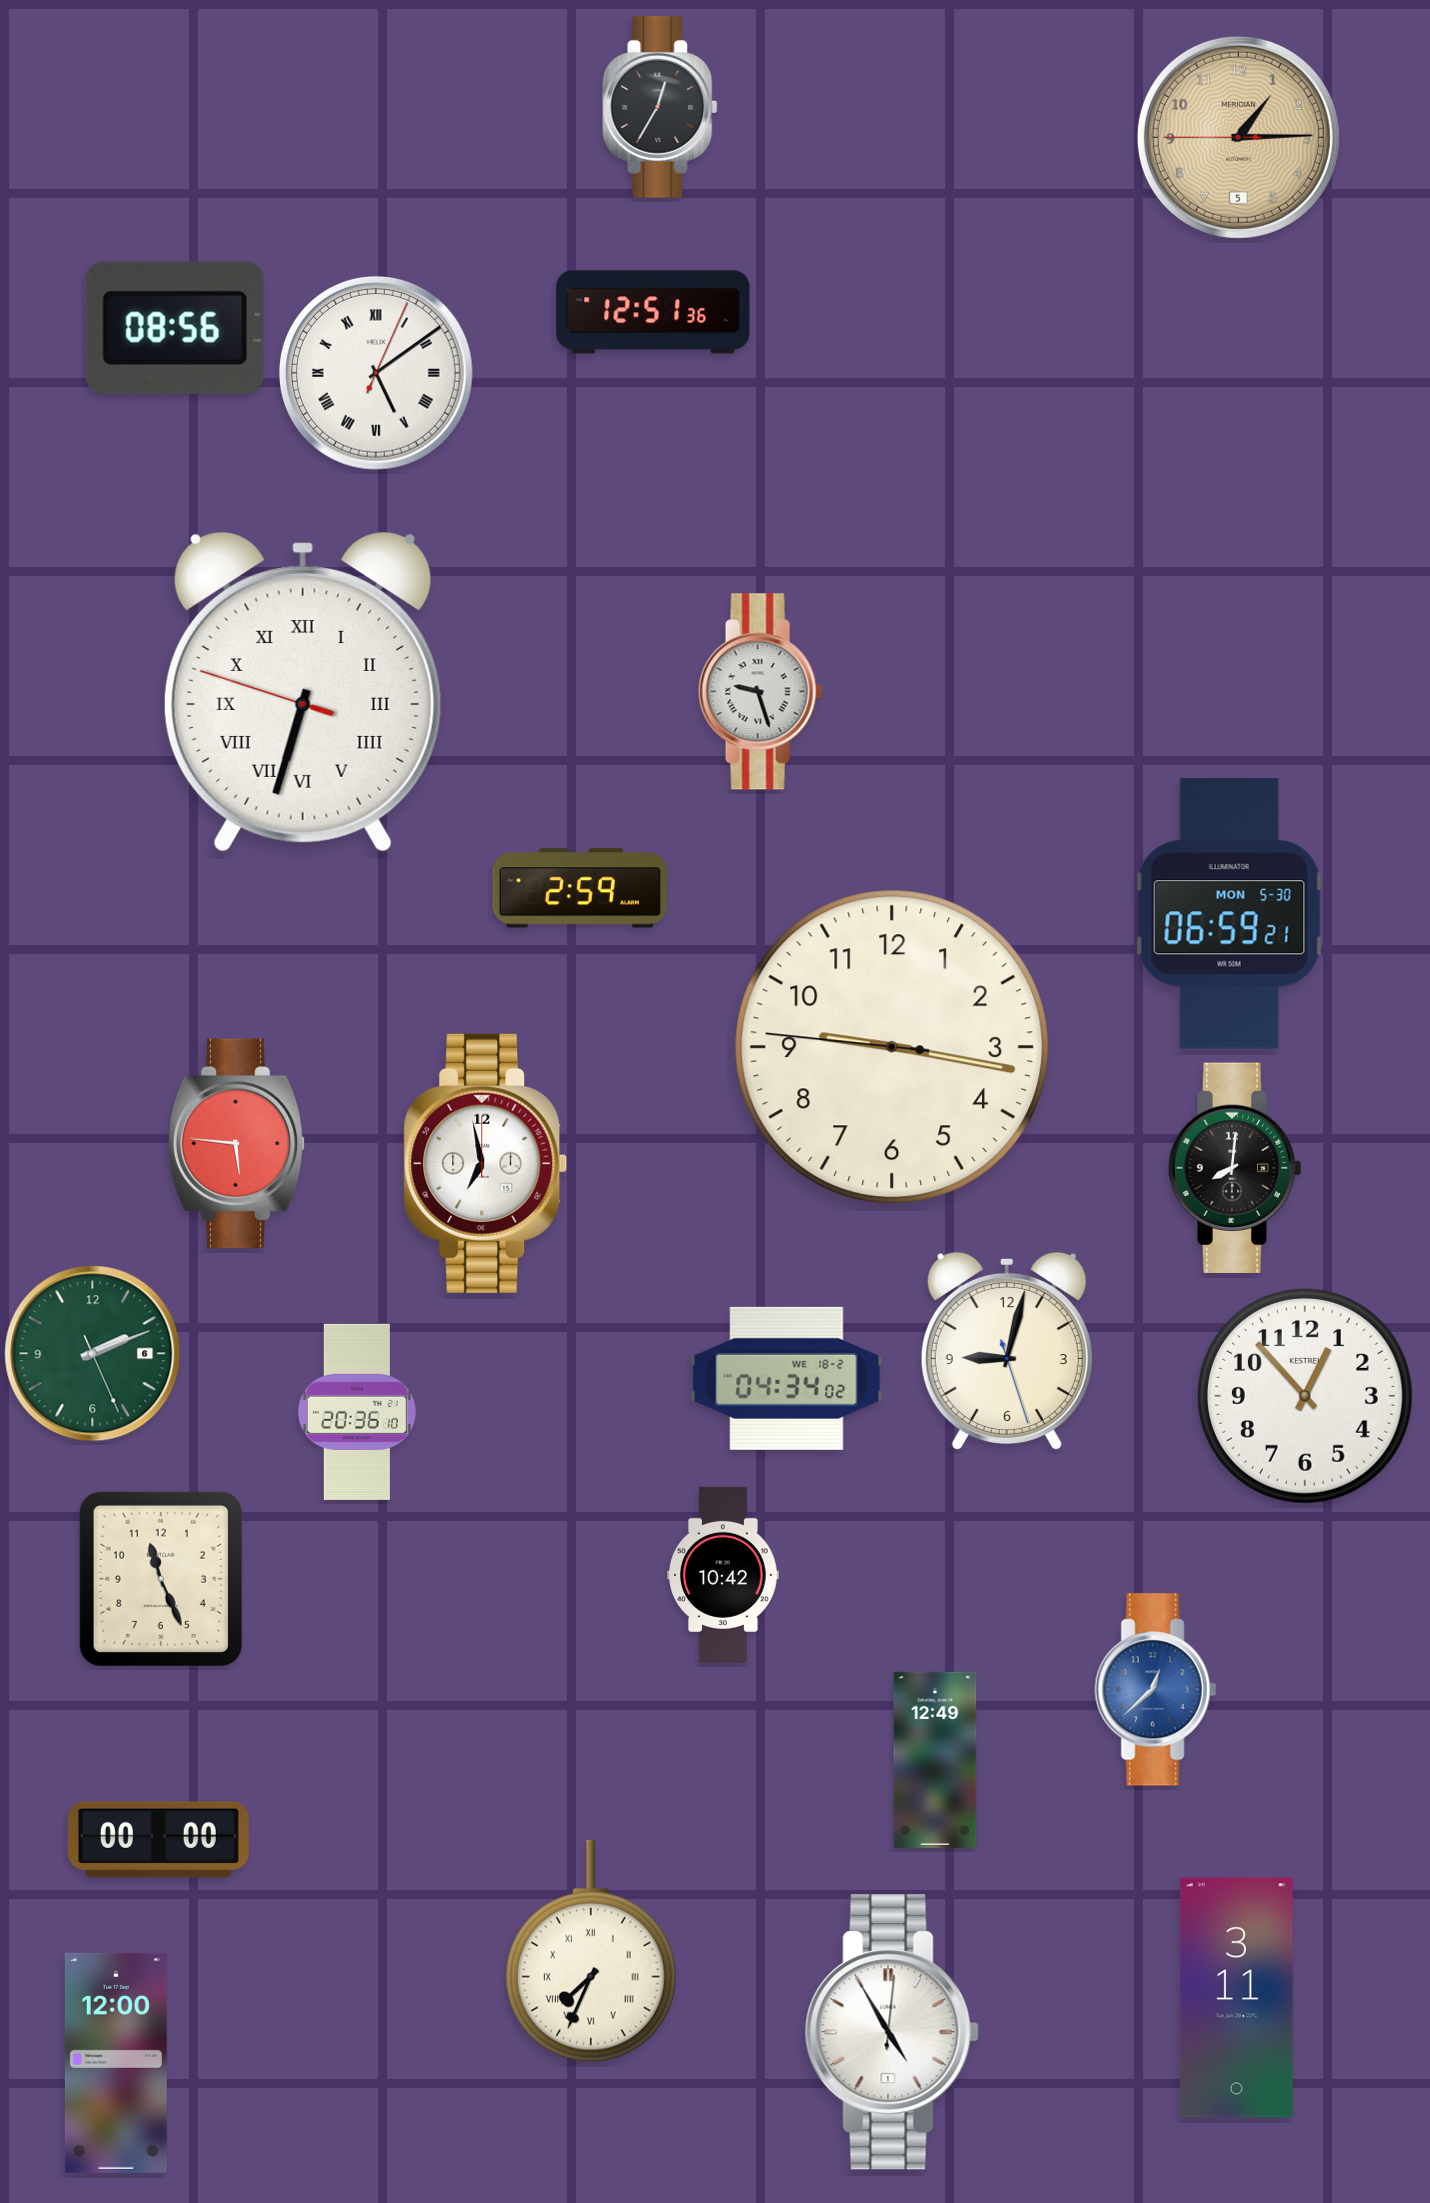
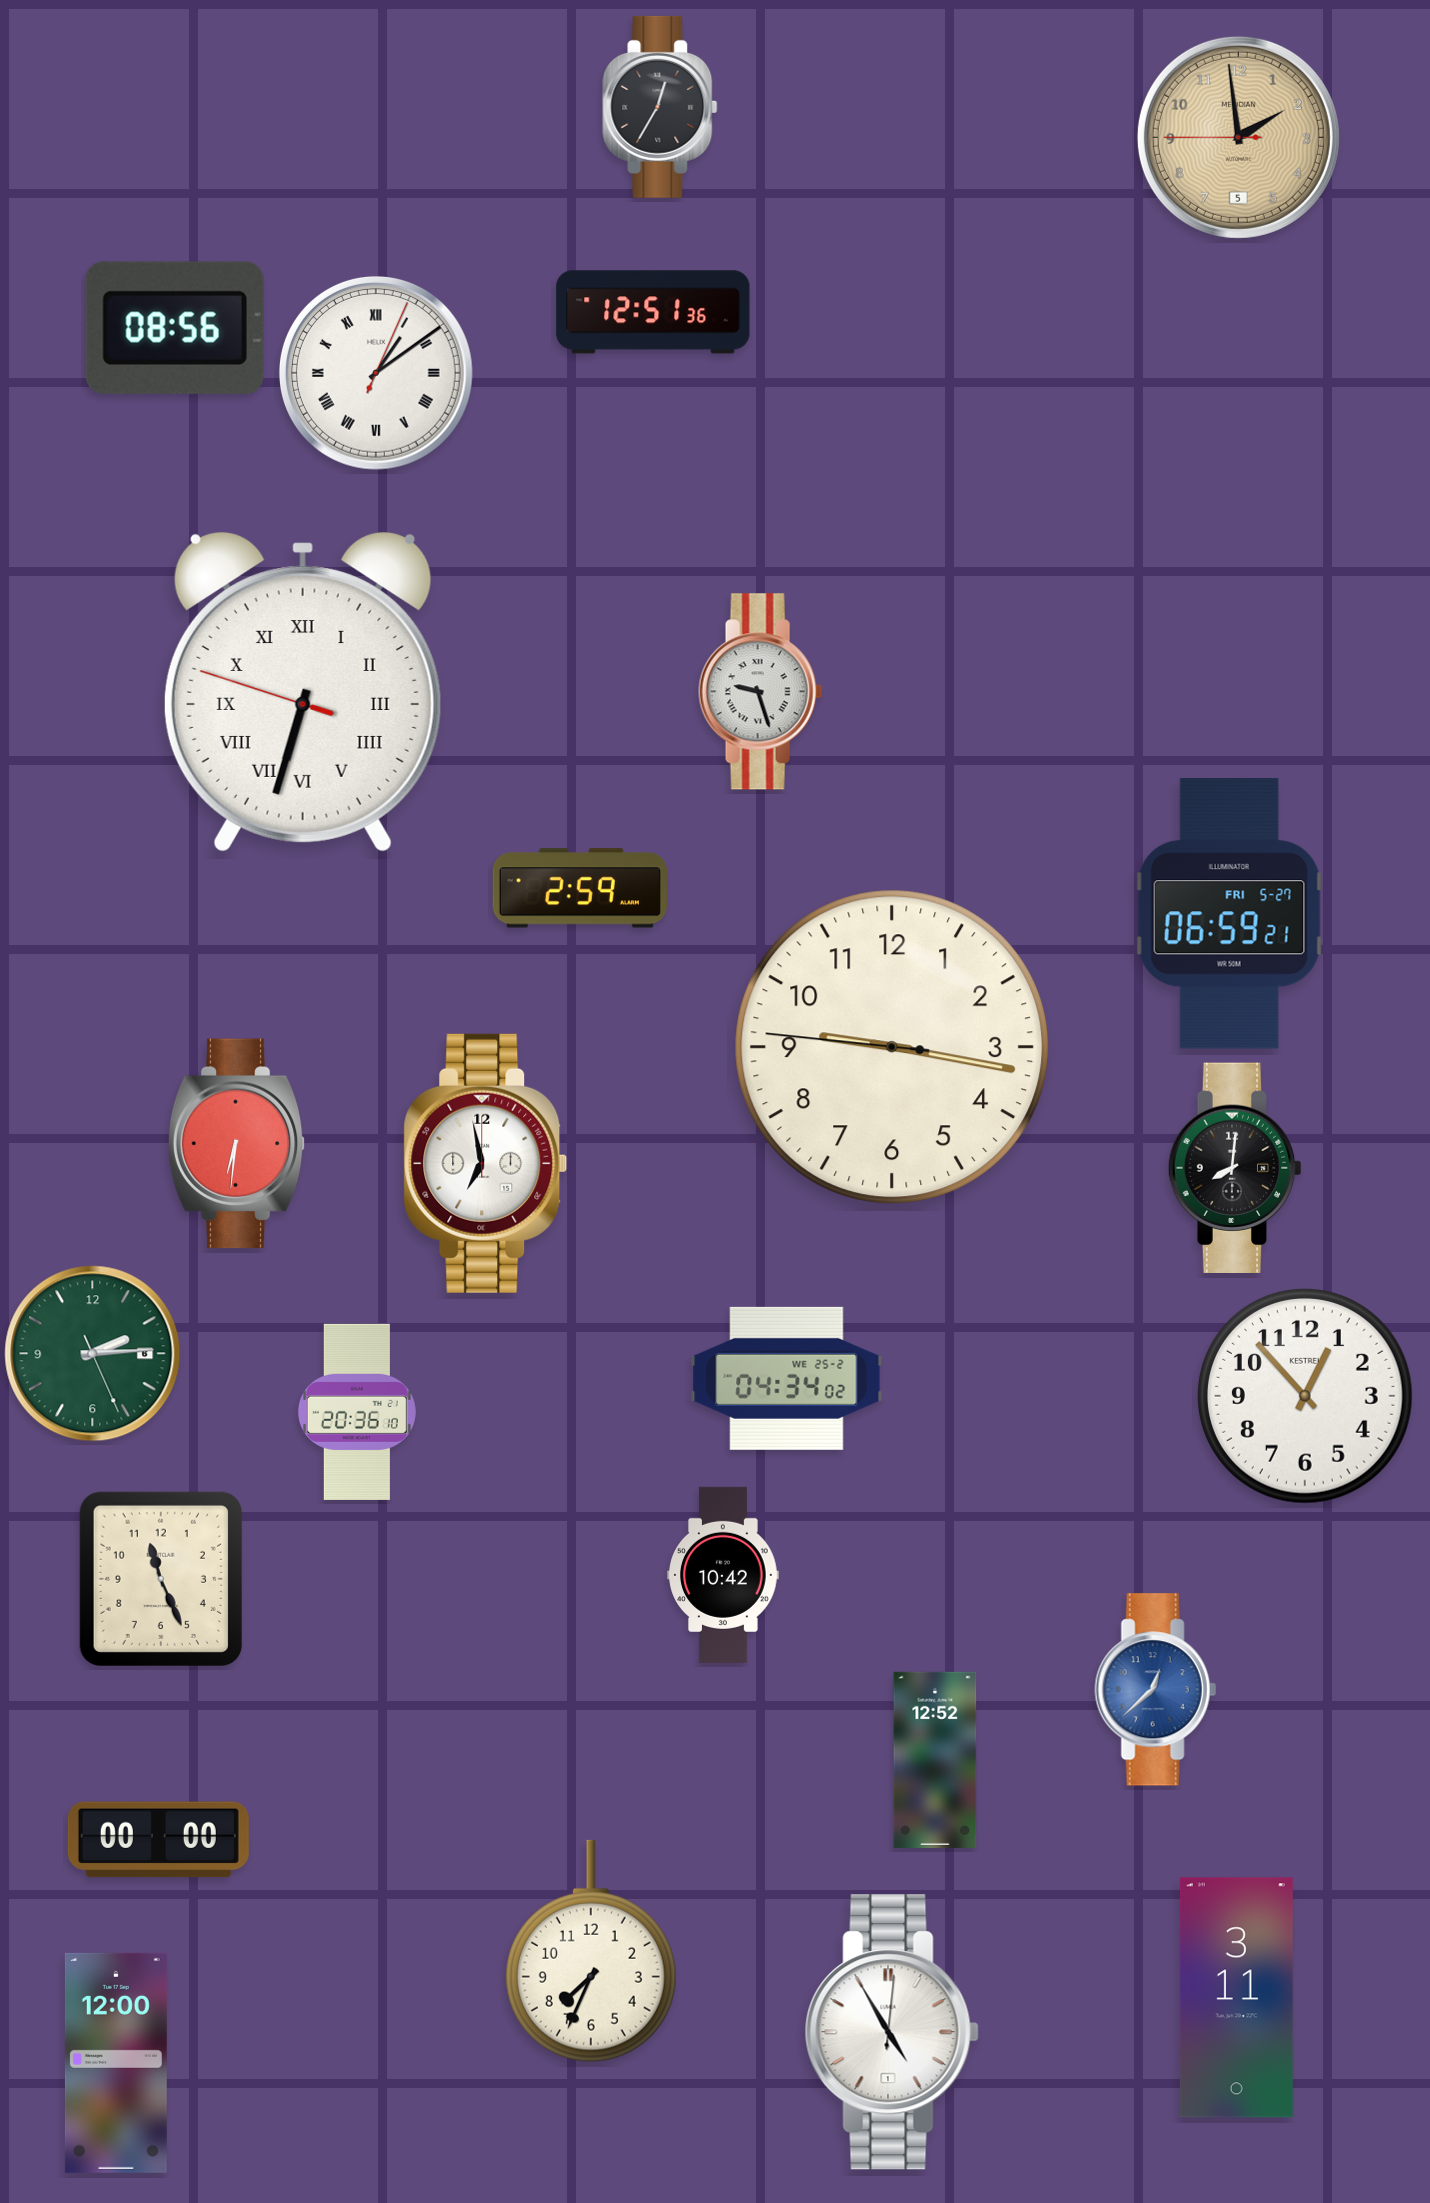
clock at (1238, 137): 1:14 -> 1:58
clock at (376, 373): 5:09 -> 1:09
clock at (1230, 914) date: MON 5-30 -> FRI 5-27
clock at (237, 1144): 5:46 -> 6:31
clock at (1007, 1351): 9:02 -> none
clock at (93, 1354): 2:11 -> 2:14
clock at (787, 1378) date: WE 18-2 -> WE 25-2
clock at (935, 1760): 12:49 -> 12:52
clock at (591, 1951) numerals: Roman -> Arabic
